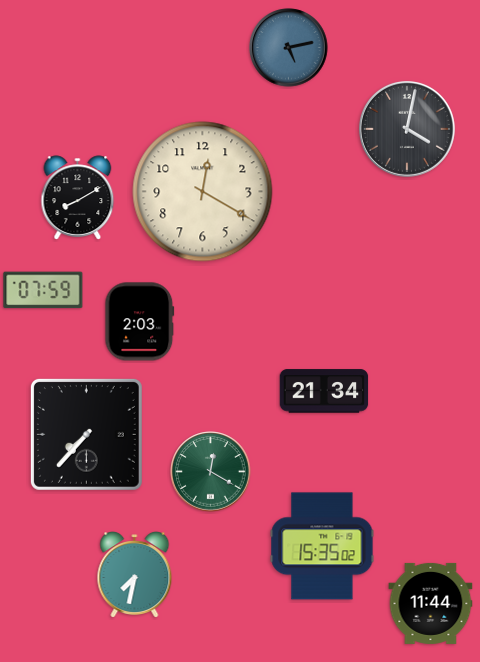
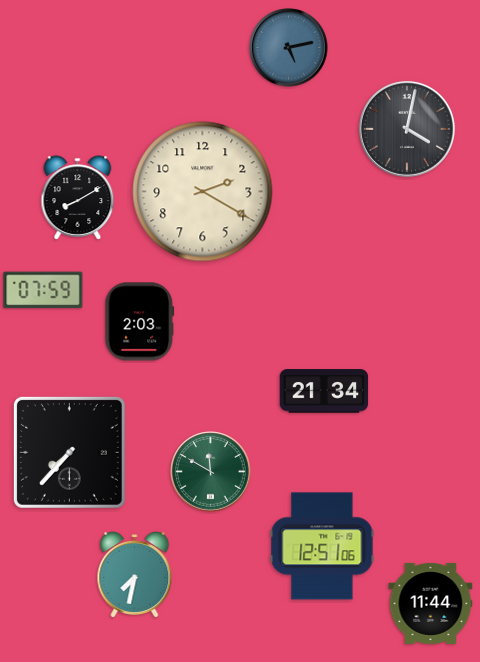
clock at (203, 192): 12:20 -> 2:20
clock at (86, 434) position: (86, 434) -> (69, 452)
clock at (211, 472): 12:20 -> 11:50
clock at (322, 546): 15:35 -> 12:51
